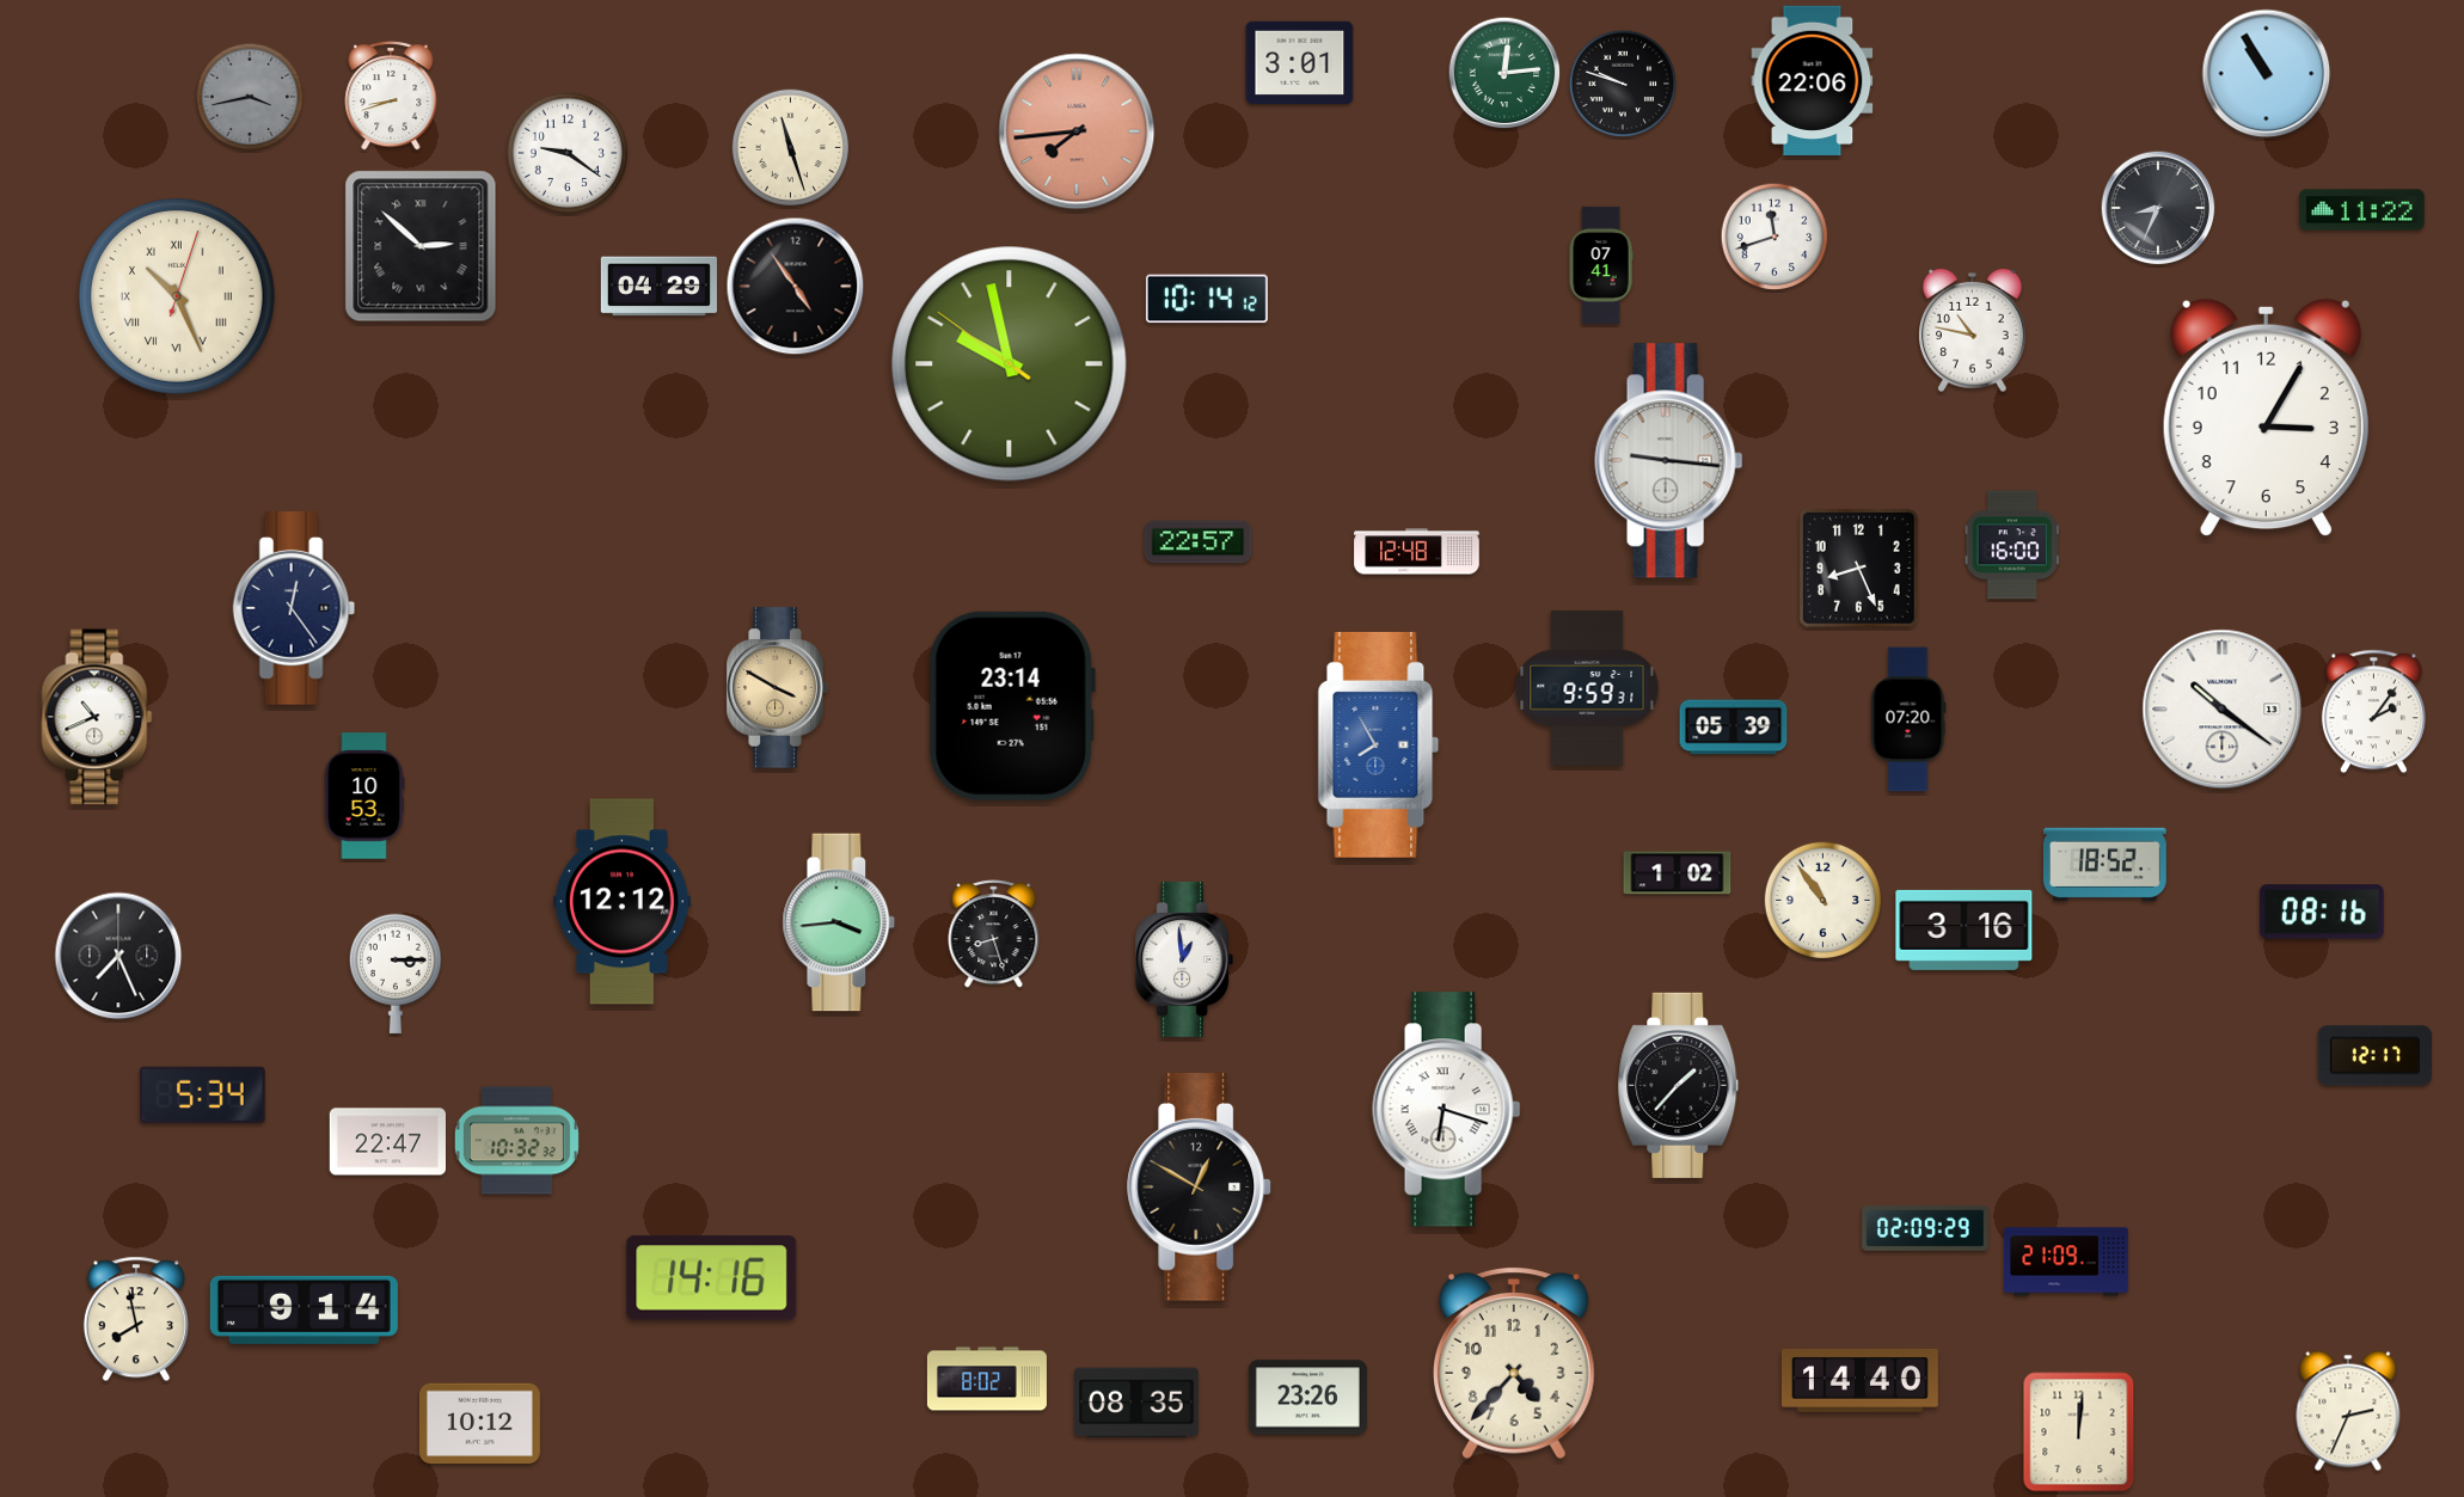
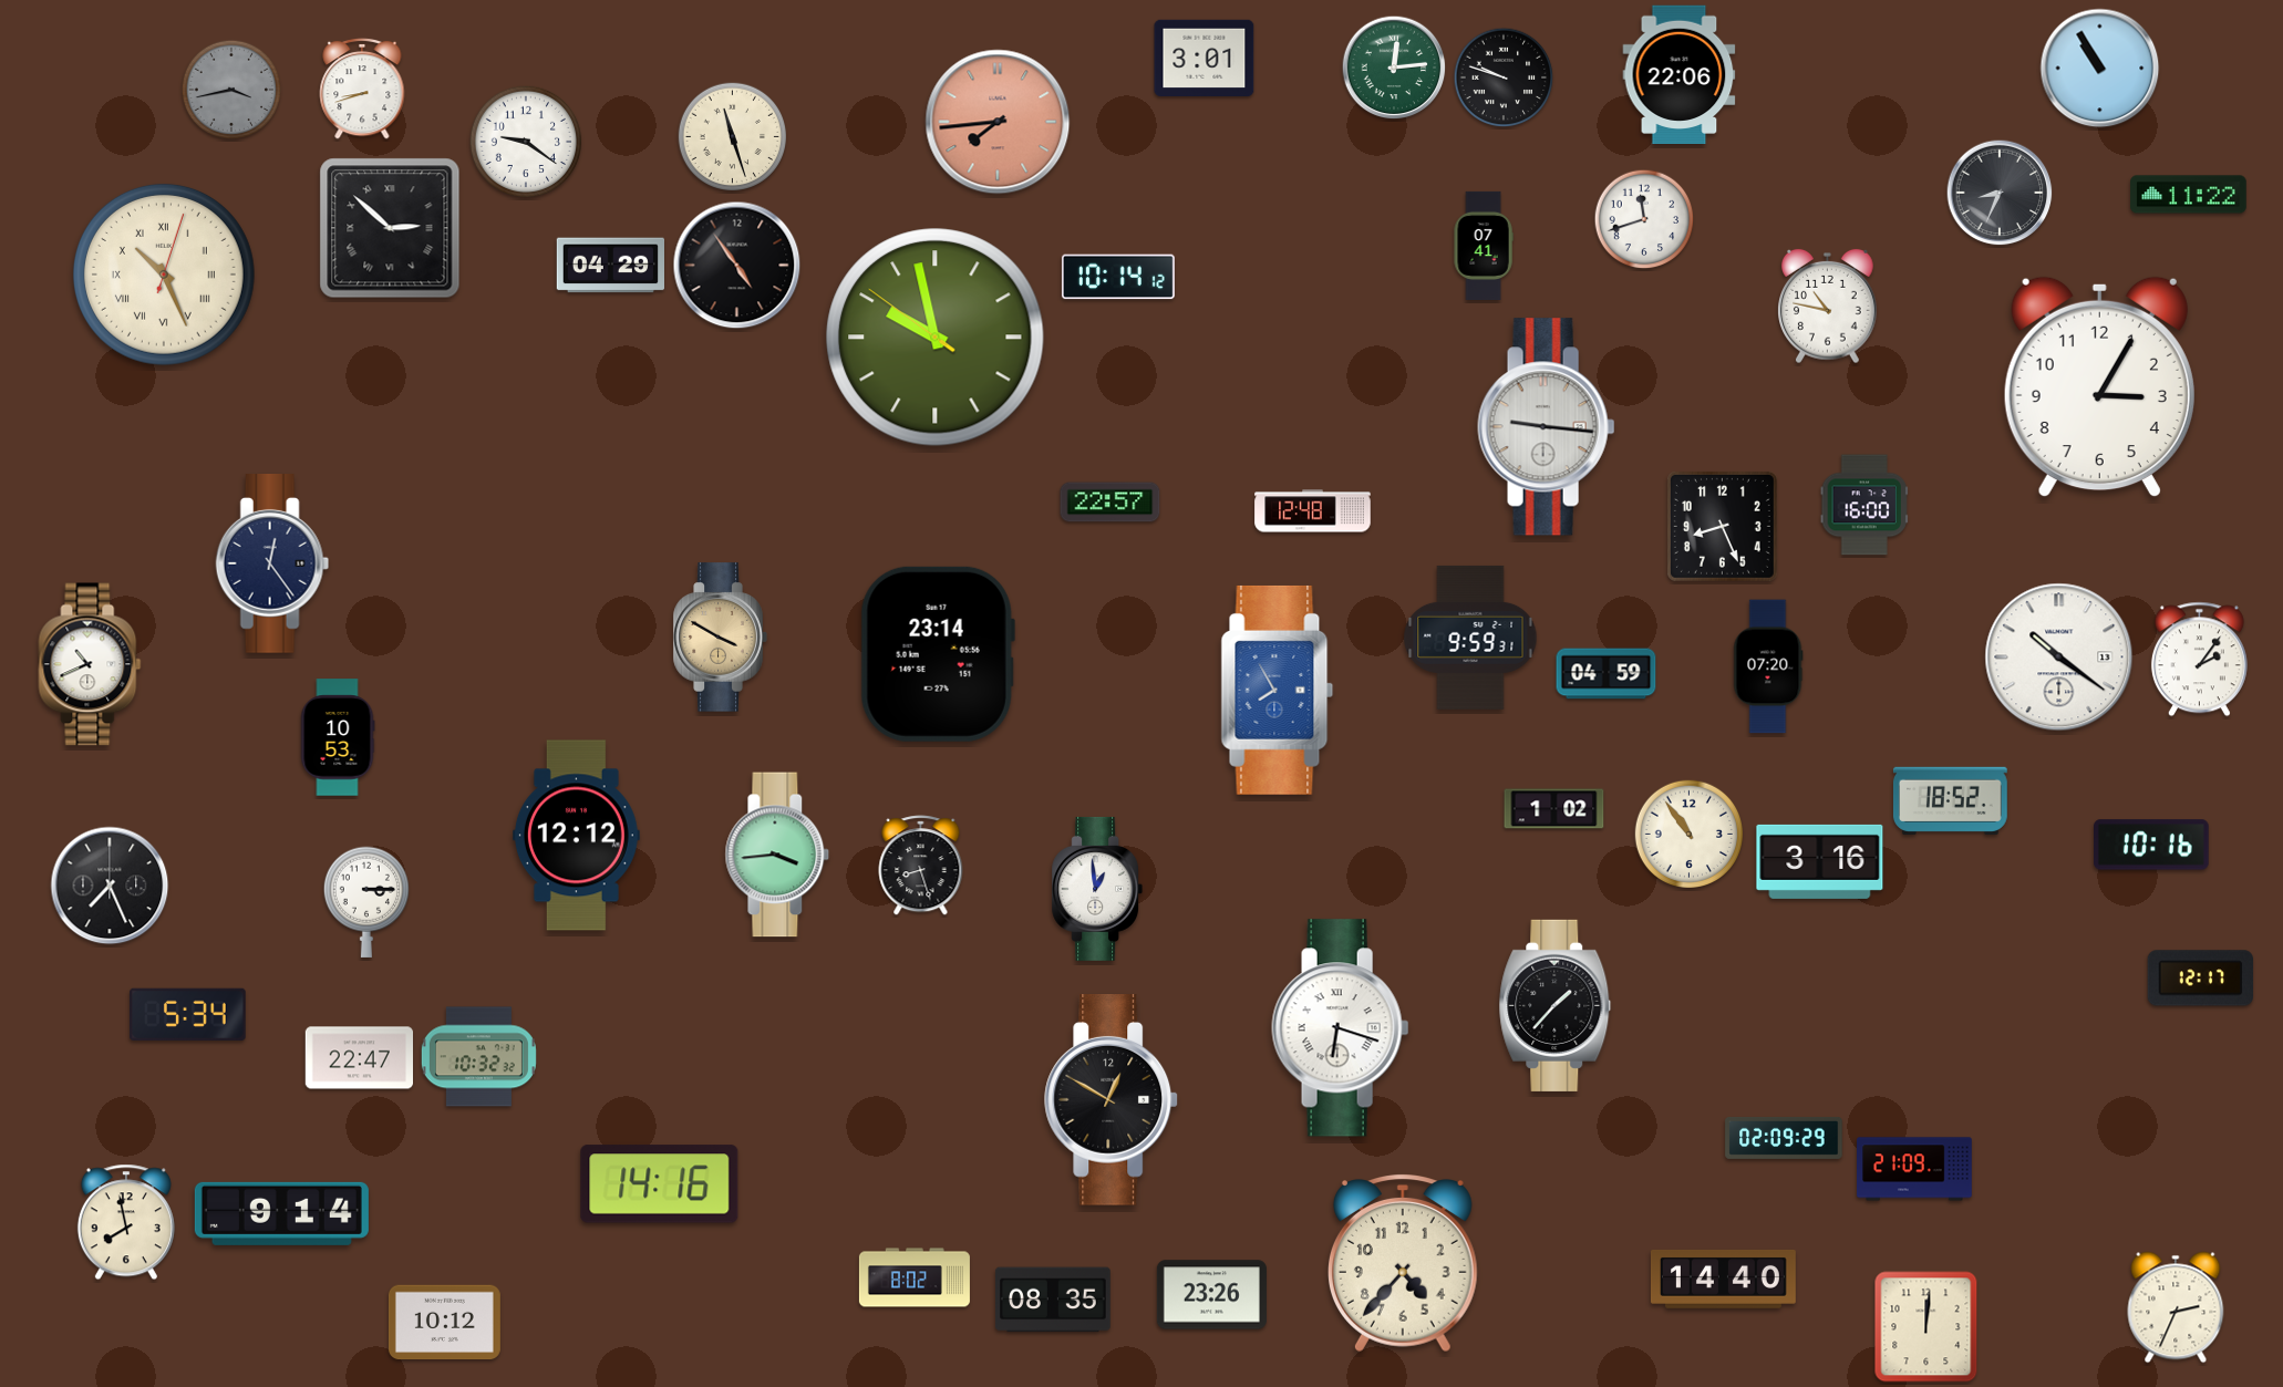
clock at (1734, 728): 05:39 -> 04:59
clock at (2323, 912): 08:16 -> 10:16
clock at (479, 1424) position: (479, 1424) -> (444, 1323)
